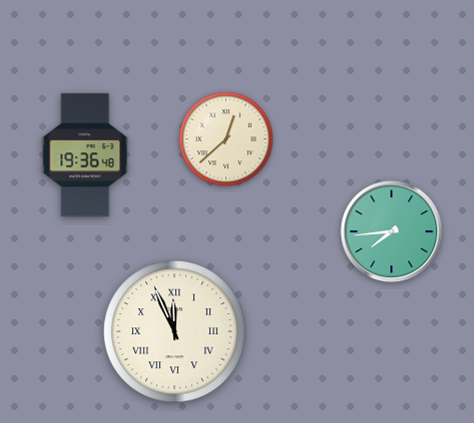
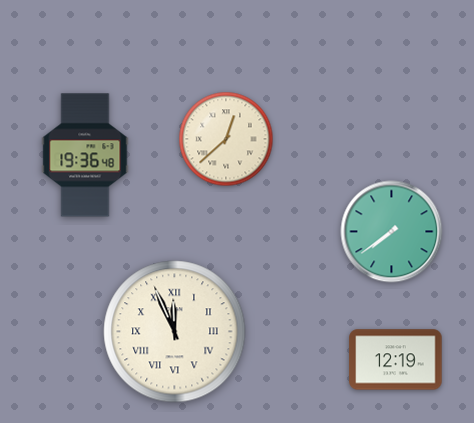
clock at (392, 232): 7:44 -> 7:39
clock at (396, 360): none -> 12:19
